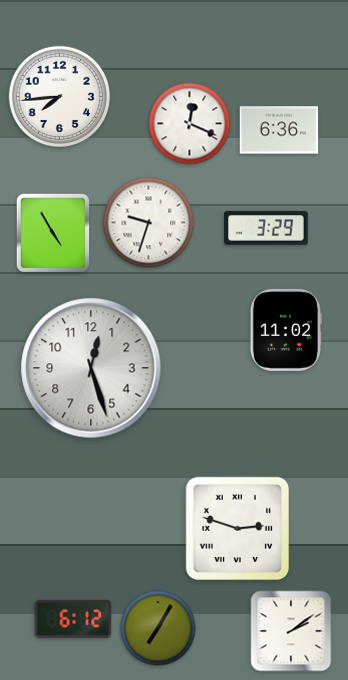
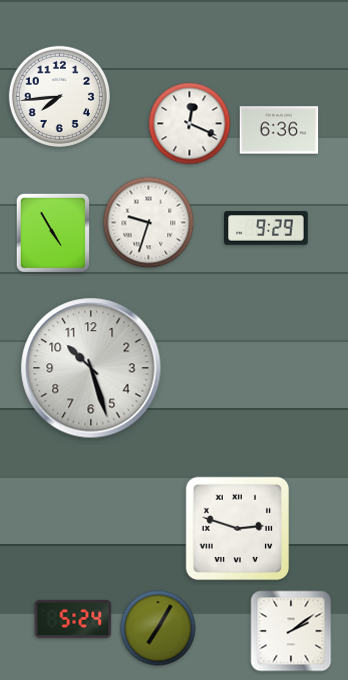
clock at (266, 228): 3:29 -> 9:29
clock at (286, 330): 11:02 -> none
clock at (91, 368): 12:27 -> 10:27
clock at (73, 619): 6:12 -> 5:24
